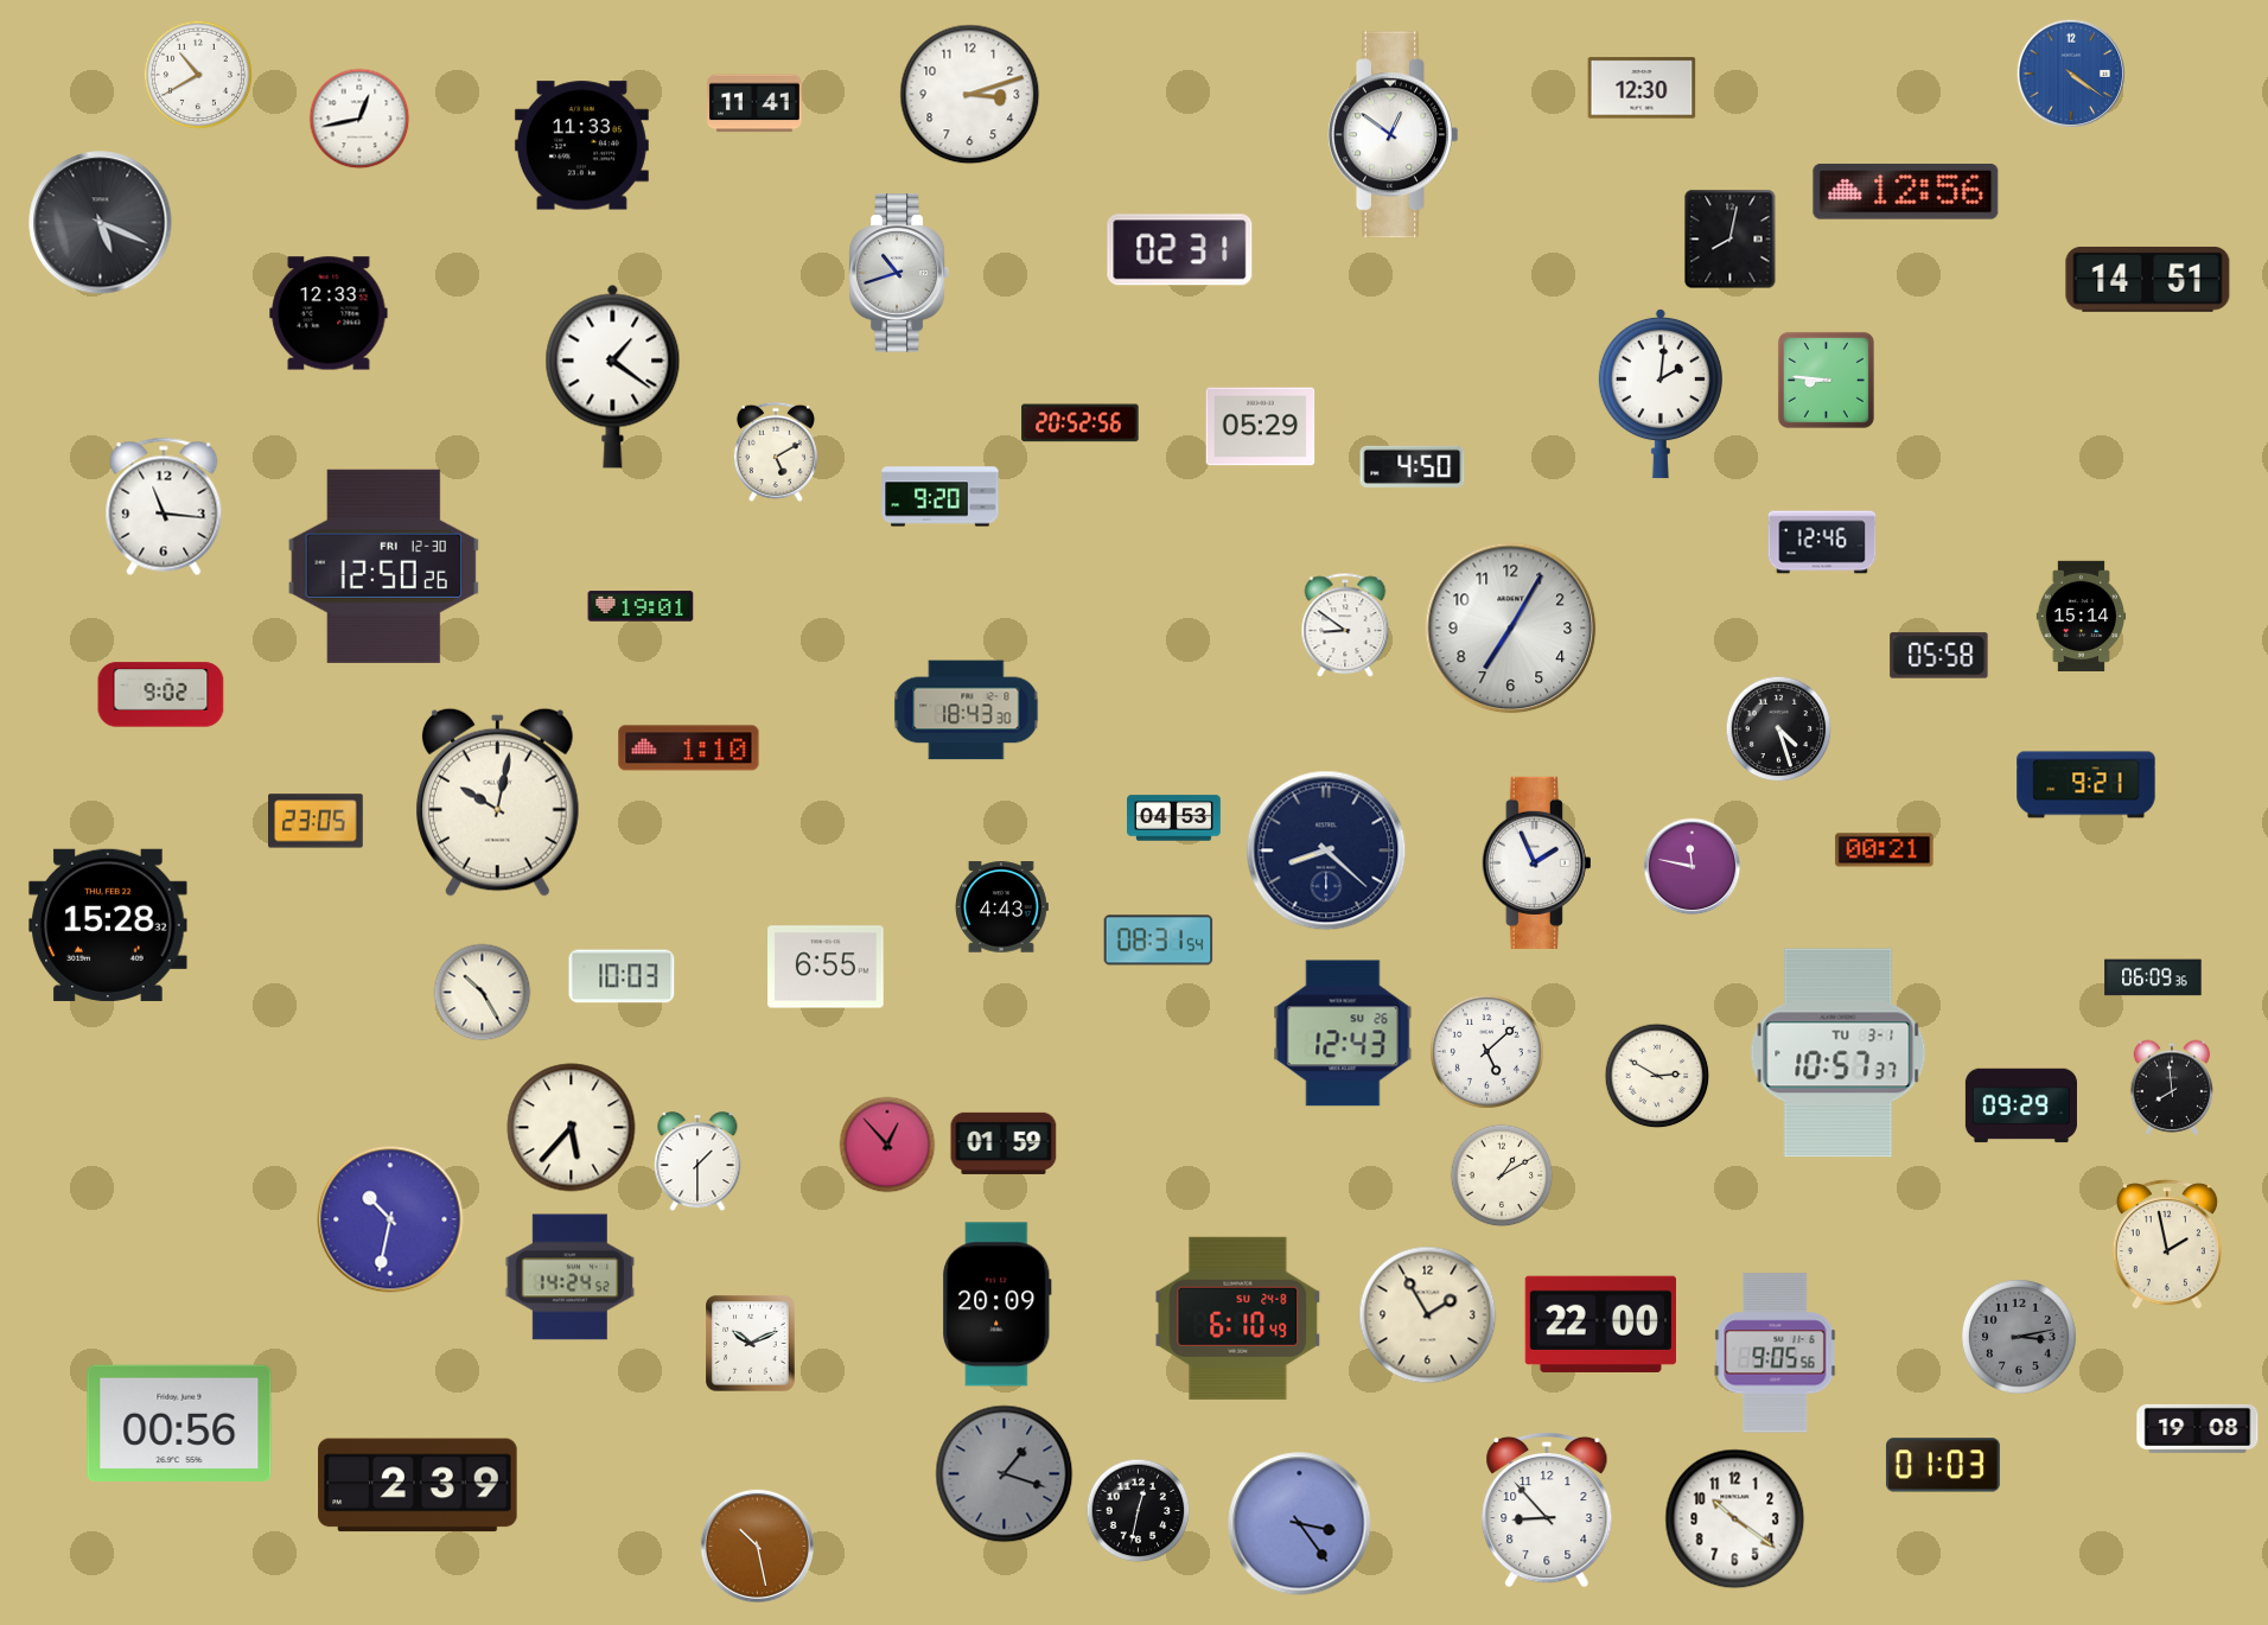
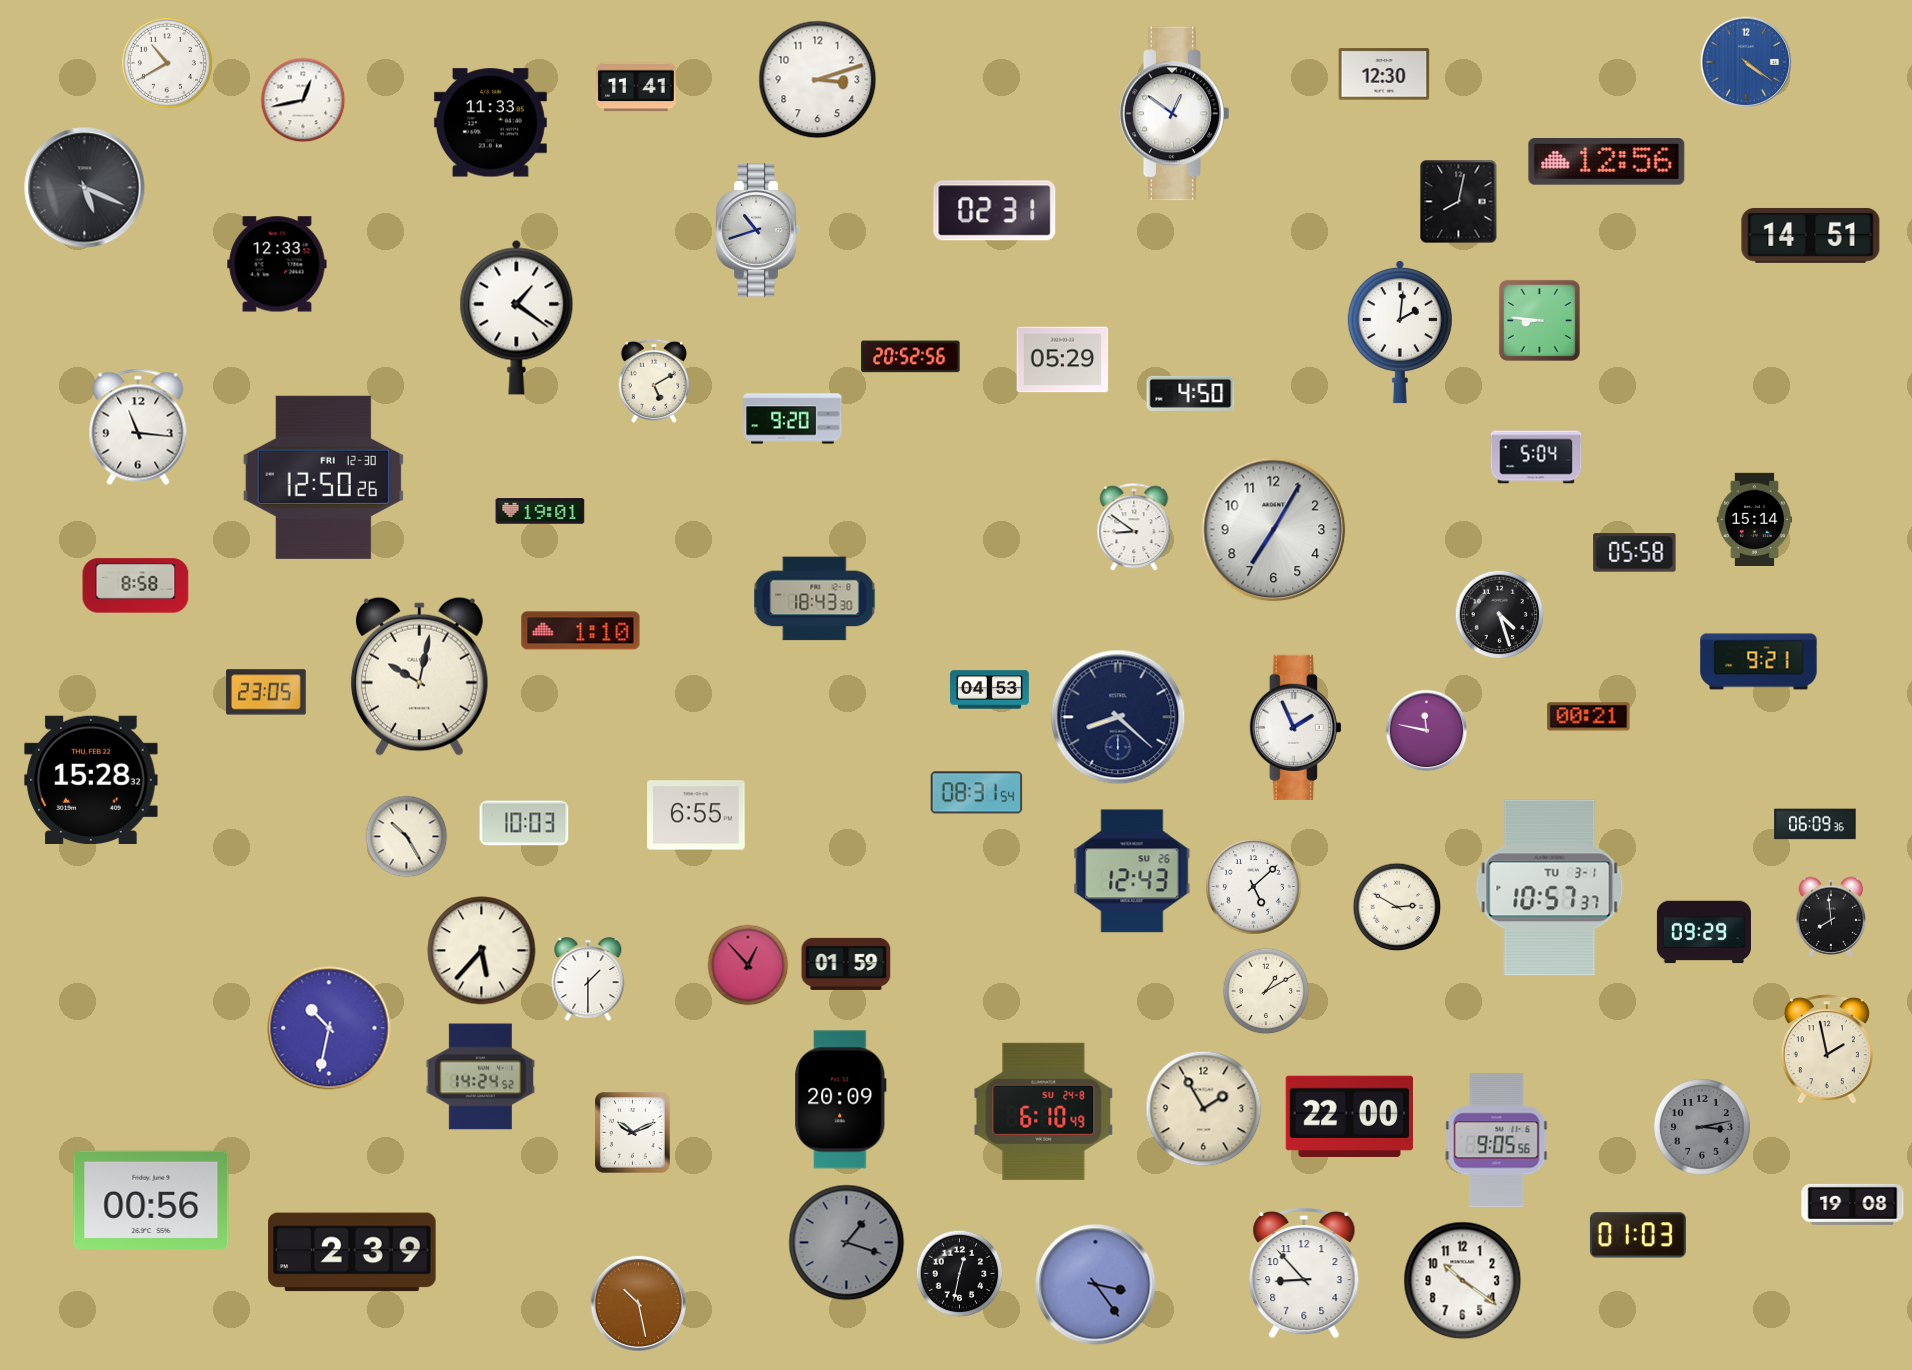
clock at (1822, 542): 12:46 -> 5:04
clock at (161, 695): 9:02 -> 8:58
clock at (1002, 907): 4:43 -> none
